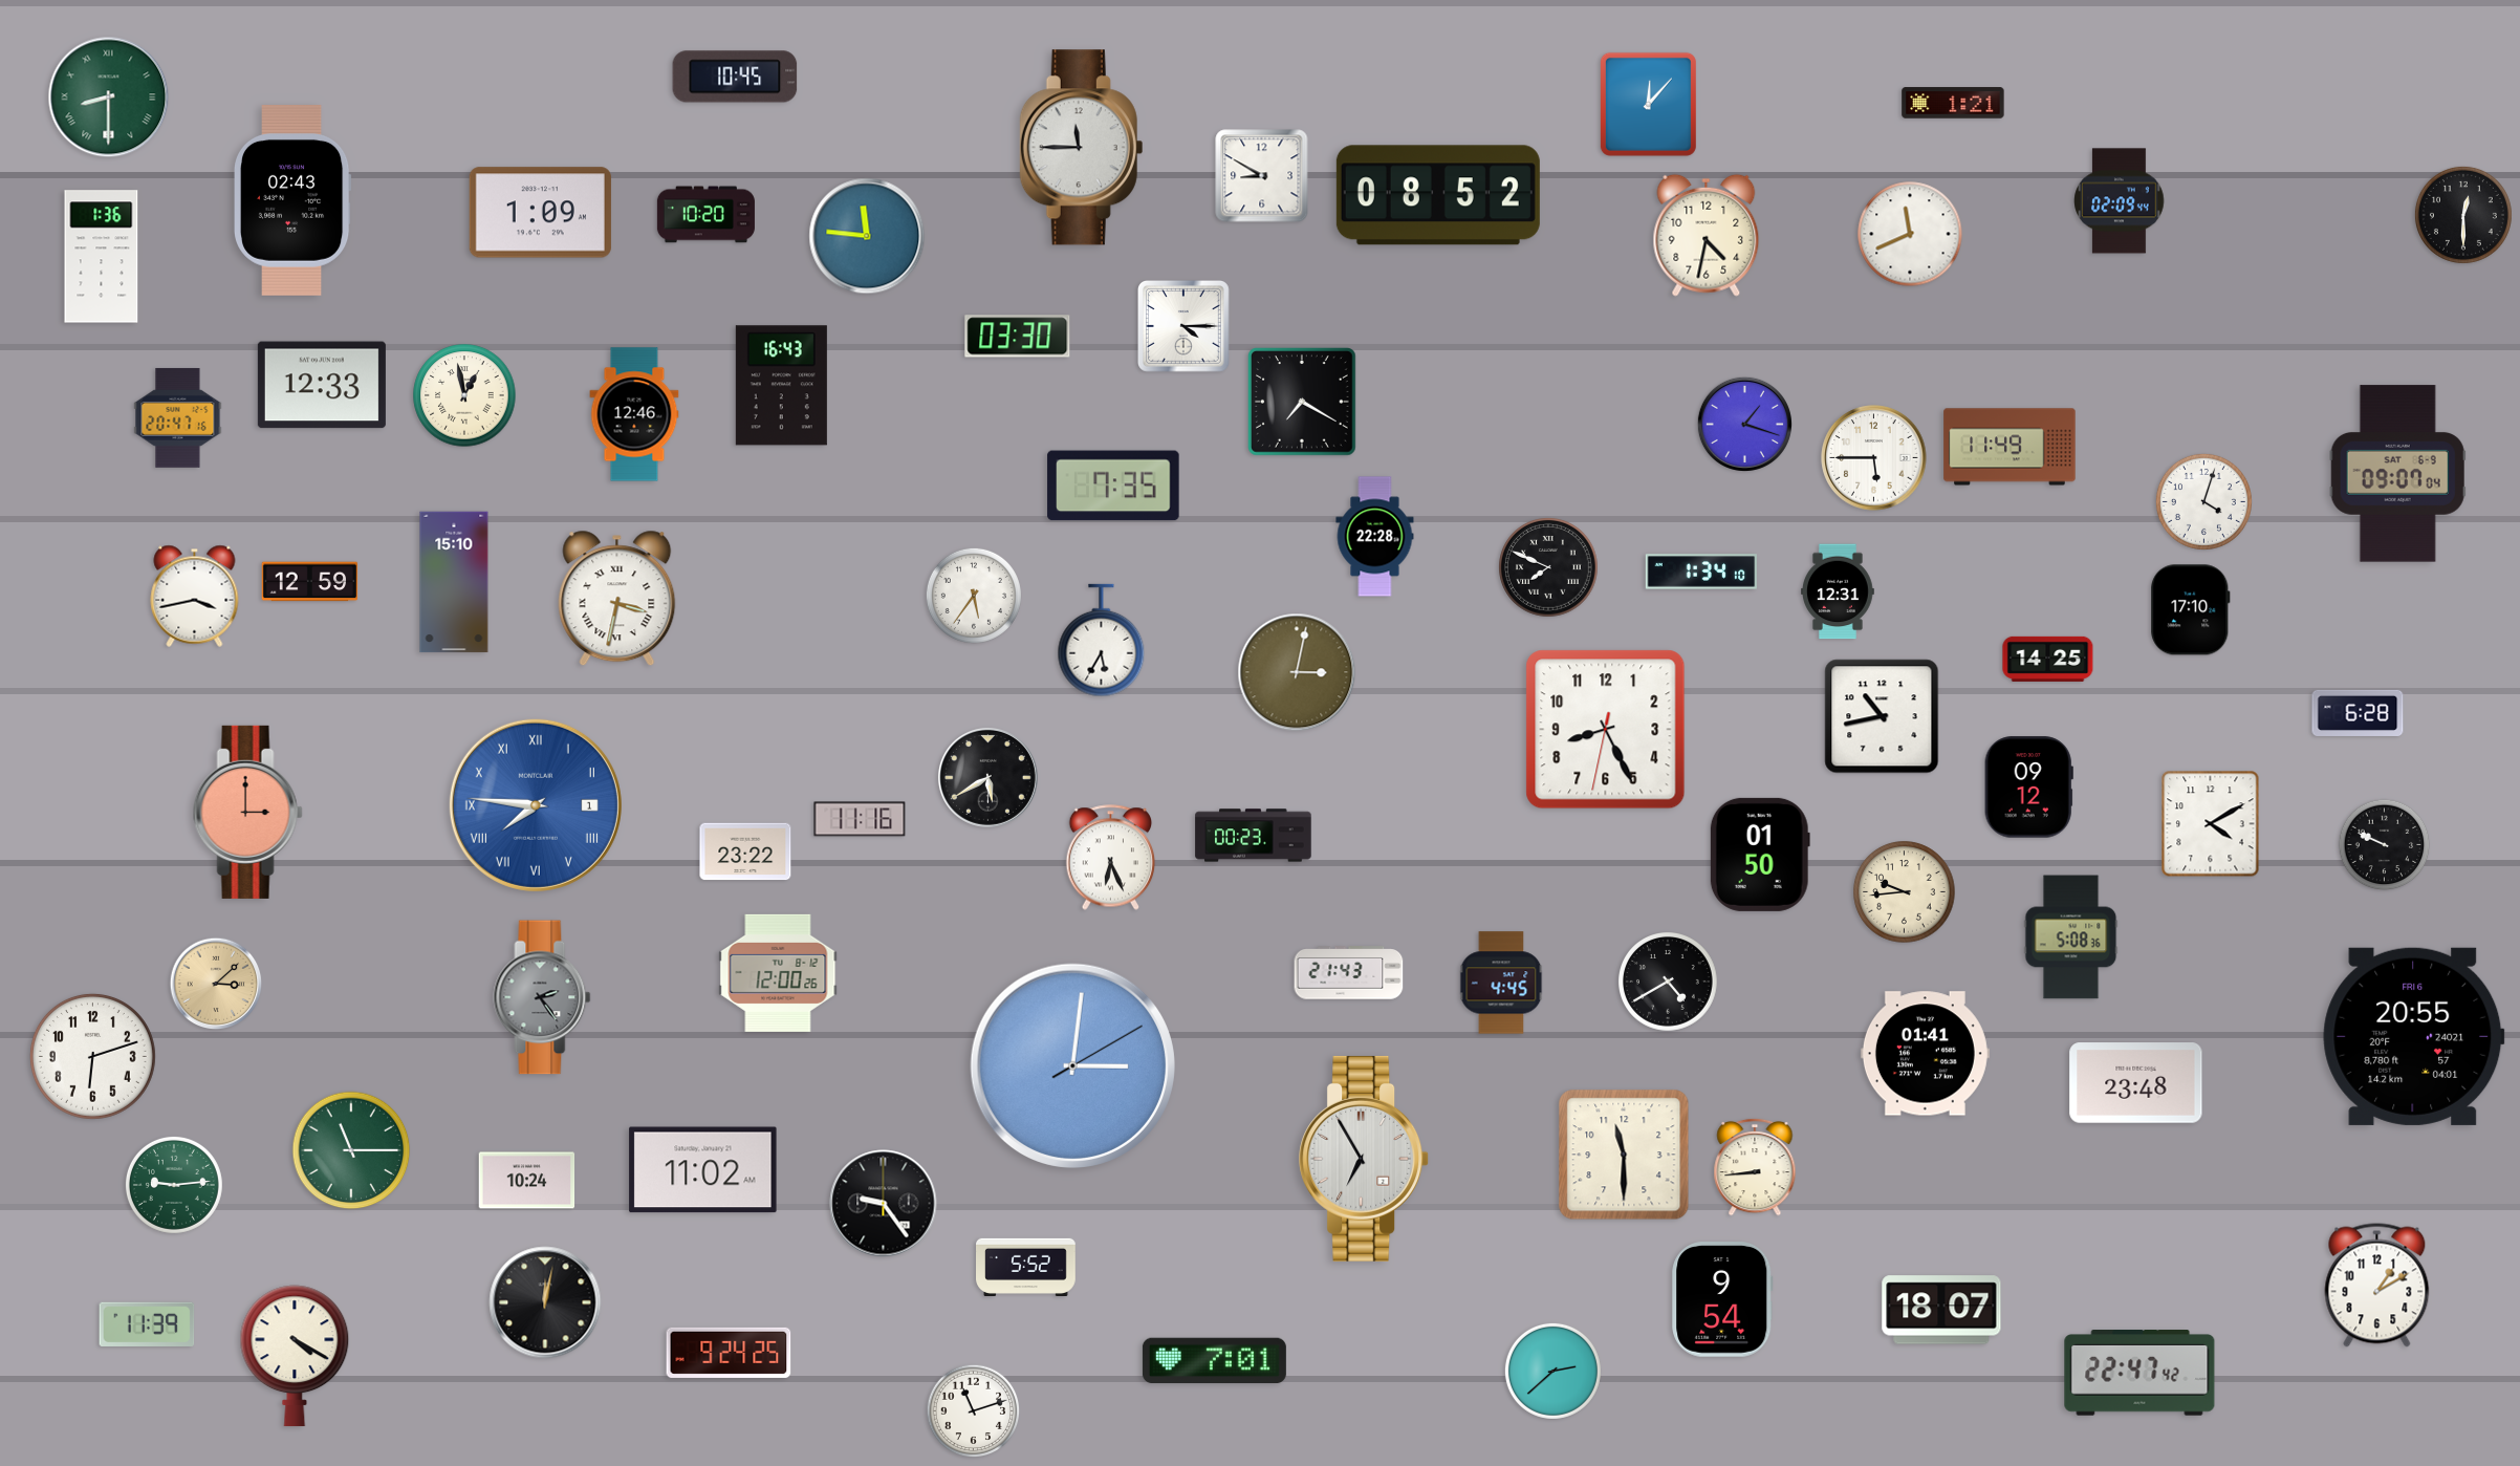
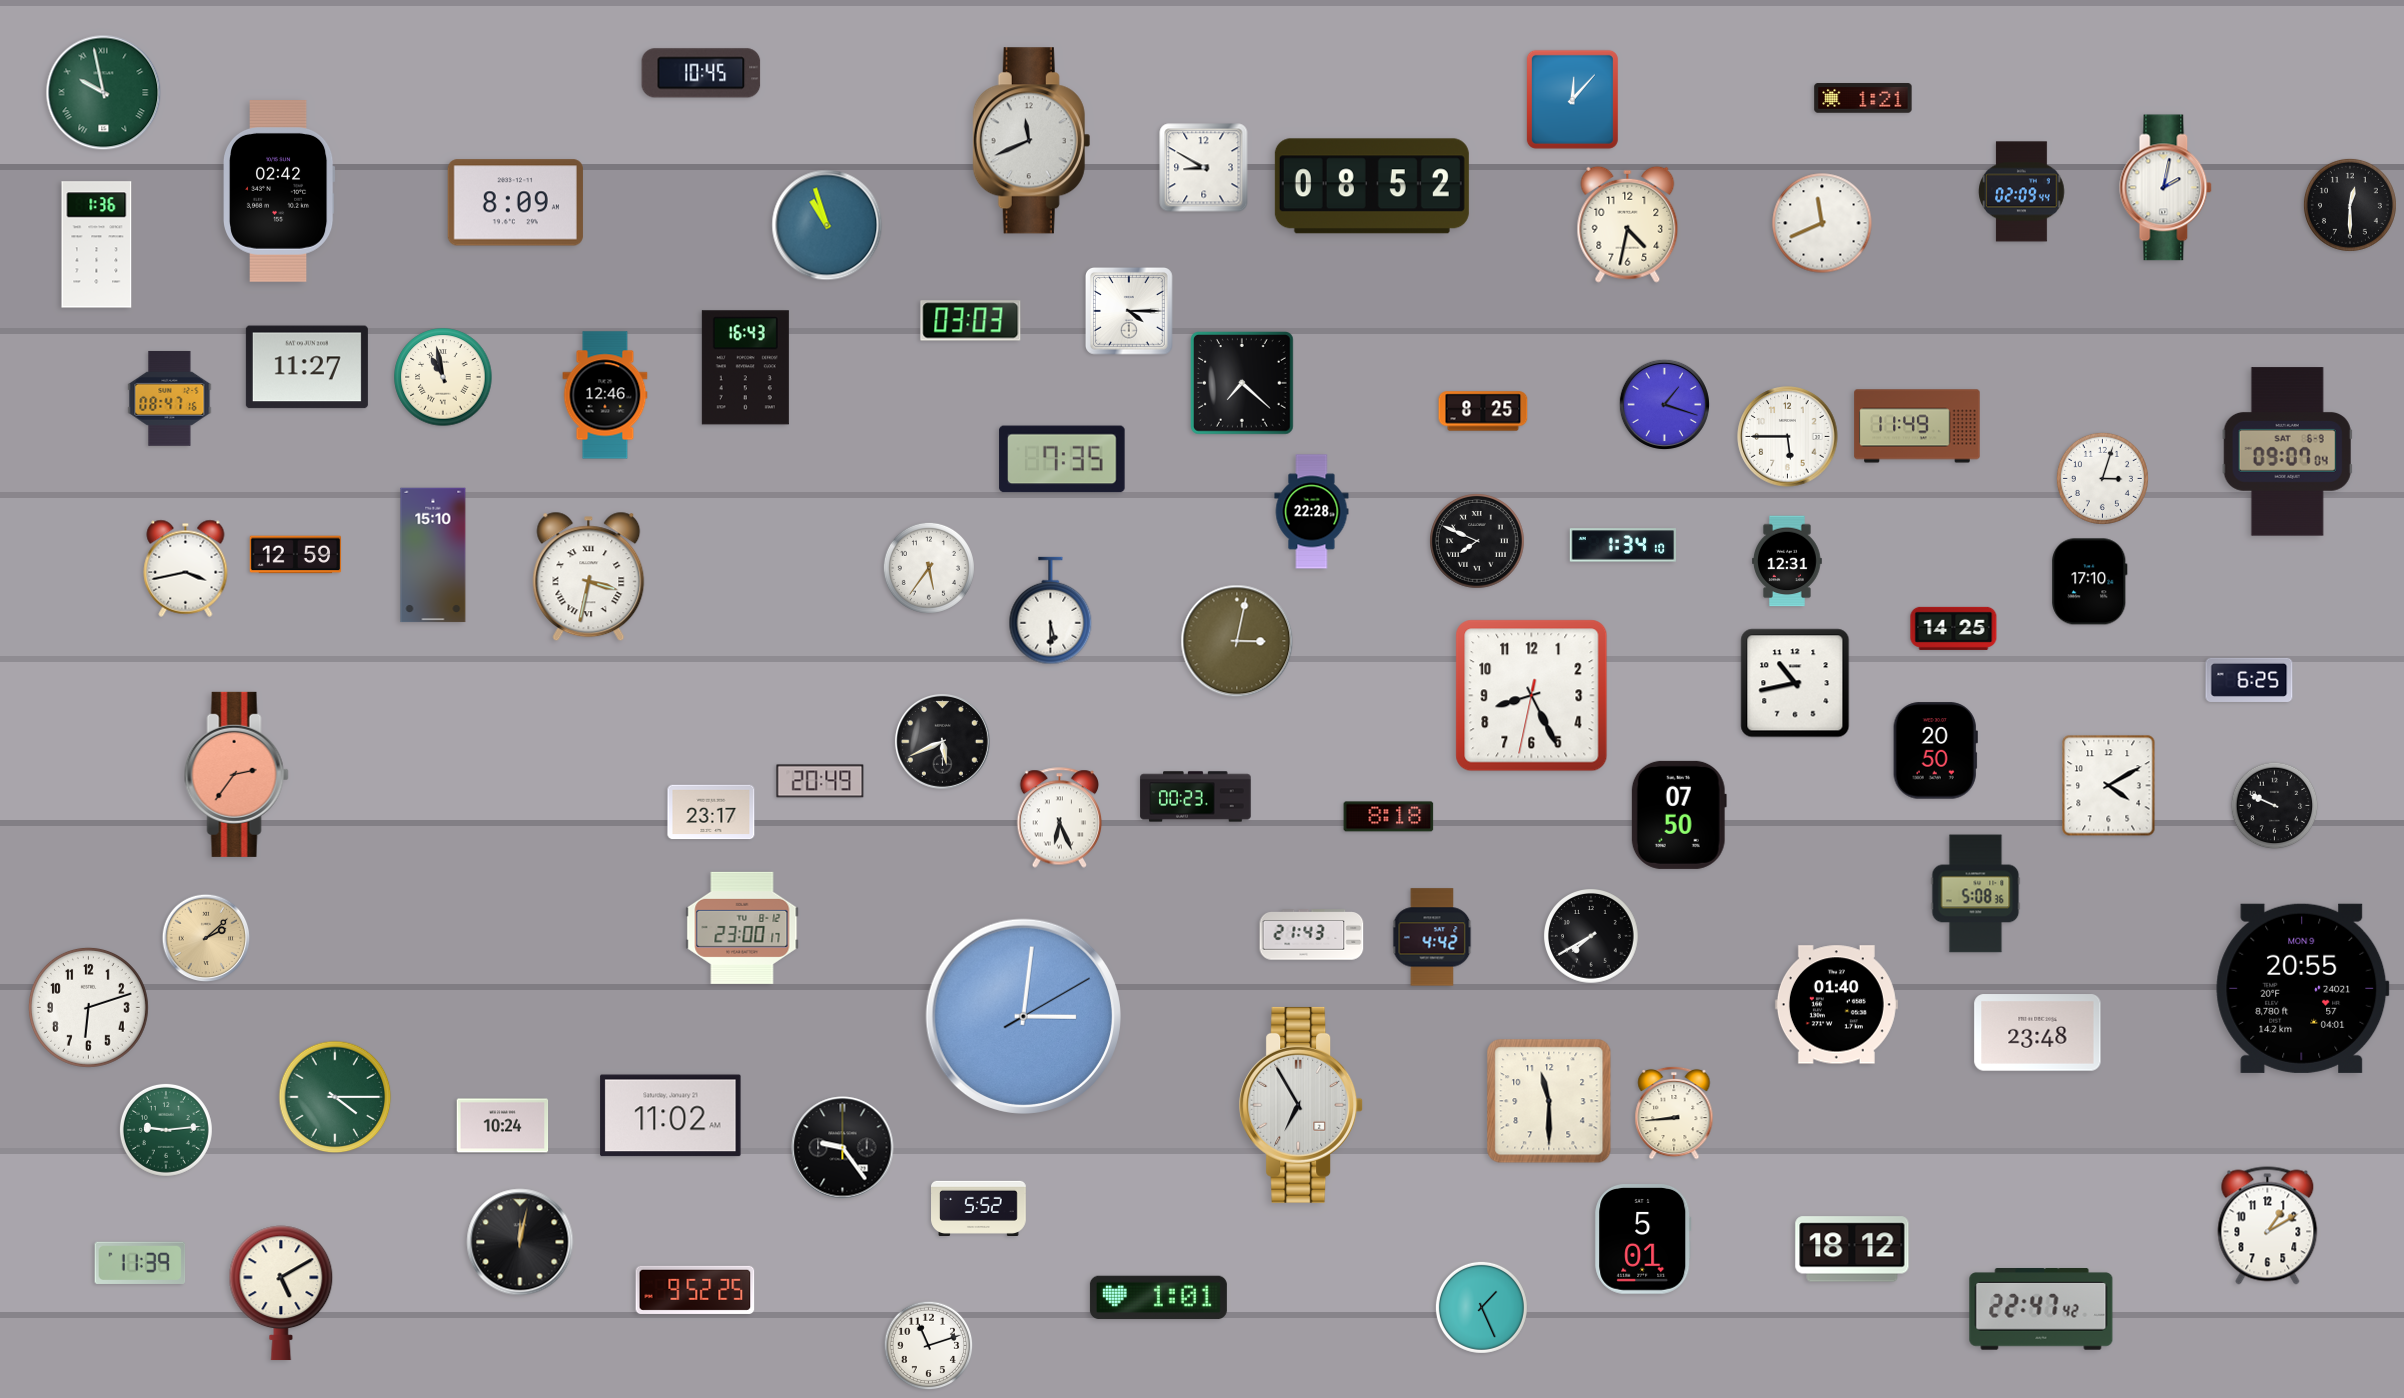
clock at (109, 98): 8:30 -> 9:58
clock at (1082, 148): 11:45 -> 11:41
clock at (2166, 188): none -> 2:02
clock at (292, 200): 02:43 -> 02:42
clock at (540, 213): 1:09 -> 8:09
clock at (705, 215): 10:20 -> none
clock at (867, 236): 11:46 -> 10:57
clock at (1018, 337): 03:30 -> 03:03
clock at (322, 385): 12:33 -> 11:27
clock at (464, 395): 12:58 -> 10:58
clock at (1303, 403): 7:20 -> 7:22
clock at (178, 417): 20:47 -> 08:47
clock at (1483, 411): none -> 8:25
clock at (1113, 486) position: (1113, 486) -> (1062, 459)
clock at (2203, 501): 4:03 -> 3:03
clock at (1839, 591) position: (1839, 591) -> (1788, 561)
clock at (617, 599) position: (617, 599) -> (589, 577)
clock at (1102, 641): 5:35 -> 5:30
clock at (2358, 713): 6:28 -> 6:25
clock at (987, 777): 5:40 -> 5:41
clock at (2028, 788): 09:12 -> 20:50
clock at (536, 805): 7:46 -> none
clock at (247, 812): 3:00 -> 2:36
clock at (860, 819): 11:16 -> 20:49
clock at (745, 851): 23:22 -> 23:17
clock at (1760, 855): 01:50 -> 07:50
clock at (1389, 817): none -> 8:18
clock at (1905, 892): 9:44 -> none
clock at (778, 973): 12:00 -> 23:00
clock at (1349, 973) position: (1349, 973) -> (1312, 935)
clock at (1501, 983): 4:45 -> 4:42
clock at (1669, 983): 4:40 -> 7:40
clock at (216, 984): 3:08 -> 2:08
clock at (542, 997): 2:24 -> none
clock at (2414, 1036) date: FRI 6 -> MON 9
clock at (1925, 1054): 01:41 -> 01:40
clock at (351, 1150): 11:15 -> 4:15
clock at (1722, 1300): 9:54 -> 5:01
clock at (1941, 1310): 18:07 -> 18:12
clock at (729, 1353): 9:24 -> 9:52
clock at (295, 1356): 4:20 -> 5:10
clock at (1214, 1361): 7:01 -> 1:01
clock at (1552, 1371): 2:38 -> 1:26
